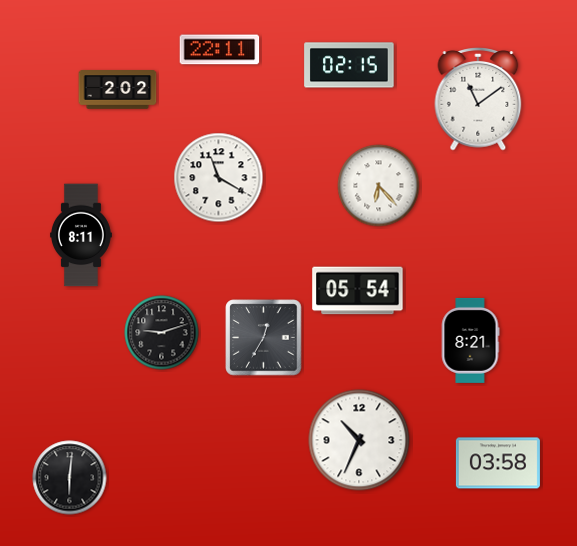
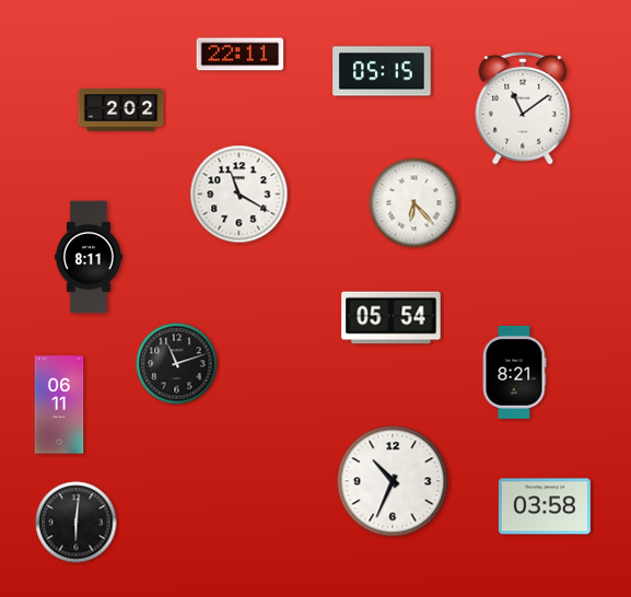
clock at (349, 65): 02:15 -> 05:15
clock at (118, 90) position: (118, 90) -> (121, 110)
clock at (162, 333): 9:12 -> 11:12
clock at (264, 338): 12:35 -> none
clock at (59, 405): none -> 06:11
